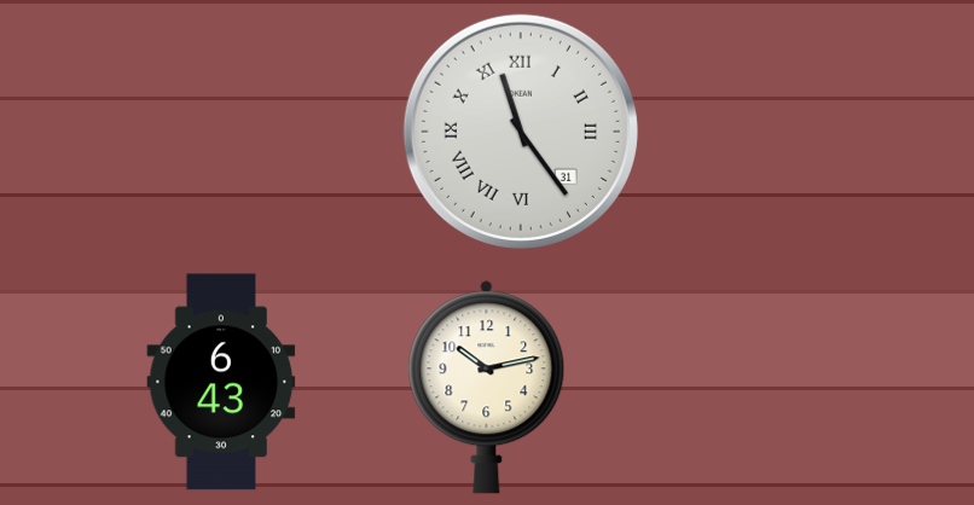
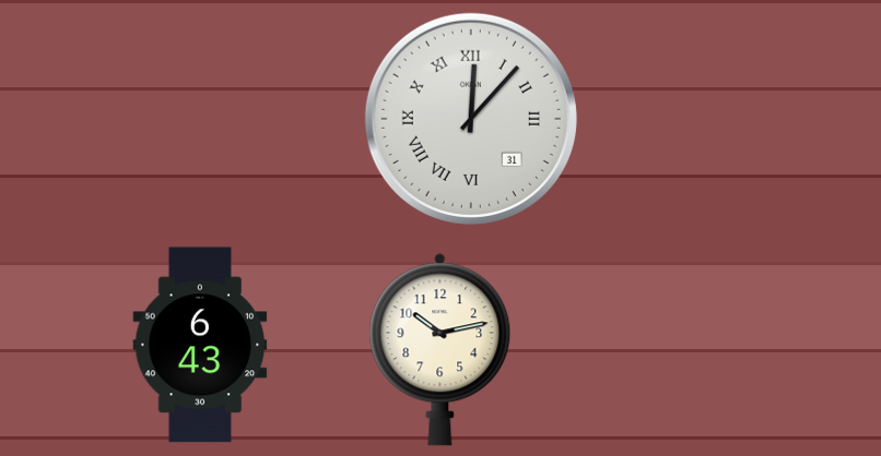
clock at (521, 132): 11:24 -> 12:07
